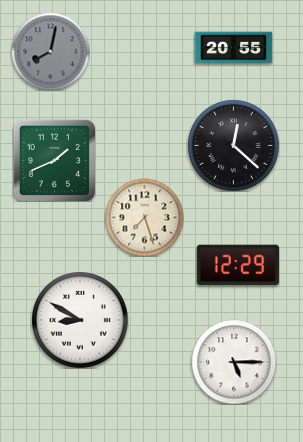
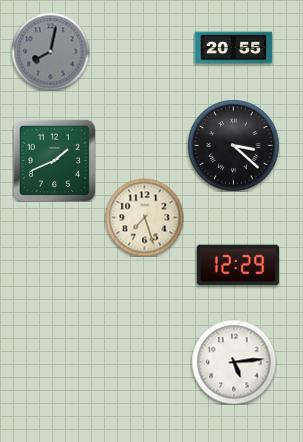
clock at (233, 145): 12:22 -> 3:22
clock at (80, 320): 8:50 -> none
clock at (234, 362): 5:15 -> 5:14
